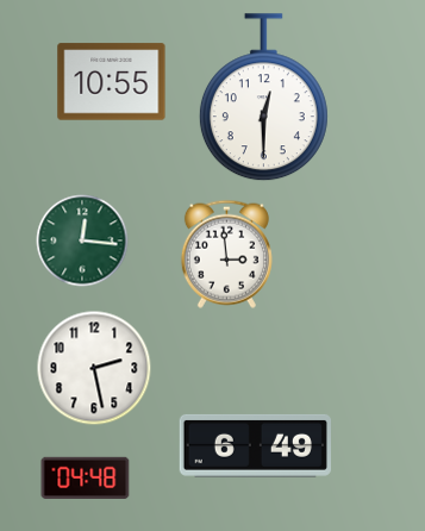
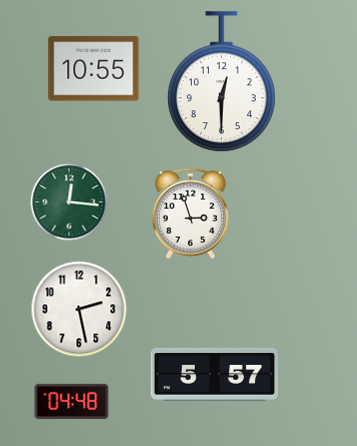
clock at (226, 254): 2:59 -> 2:57
clock at (255, 445): 6:49 -> 5:57
